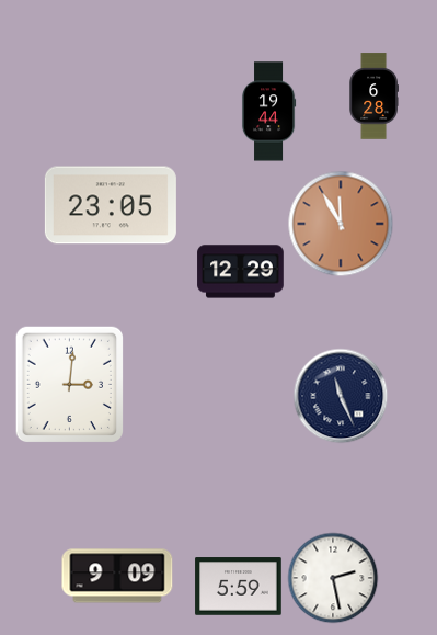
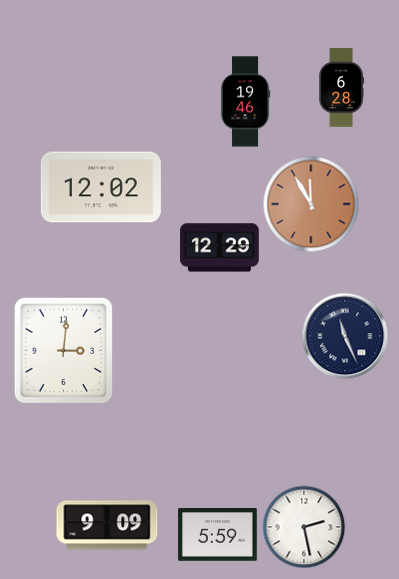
clock at (268, 112): 19:44 -> 19:46
clock at (111, 205): 23:05 -> 12:02
clock at (341, 396) position: (341, 396) -> (345, 336)
